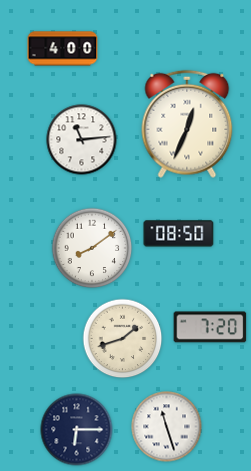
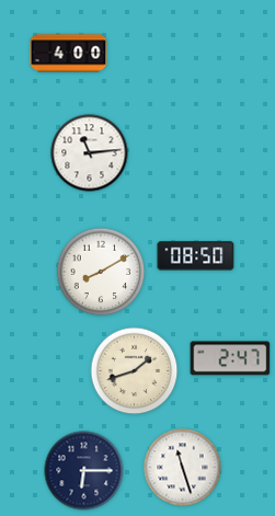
clock at (187, 124): 12:34 -> none
clock at (92, 248): 8:09 -> 8:10
clock at (210, 327): 7:20 -> 2:47
